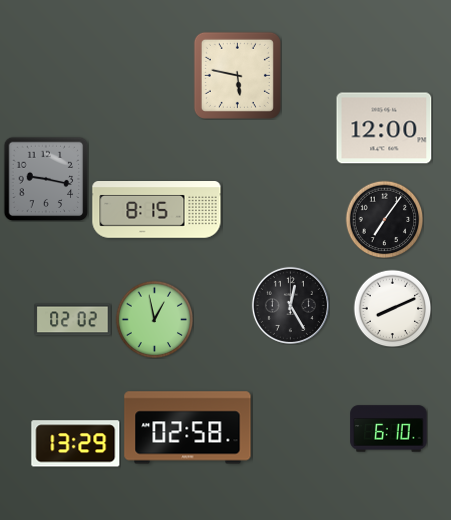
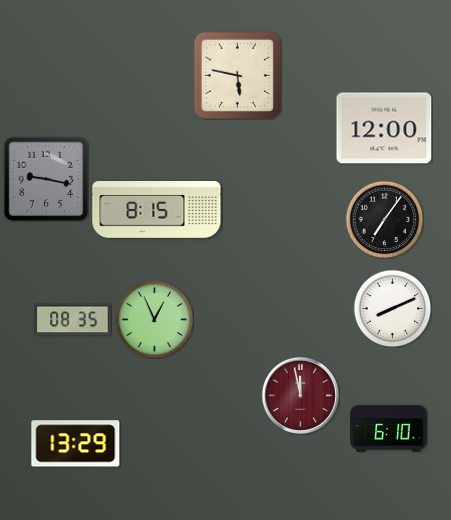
clock at (290, 305): 12:25 -> none
clock at (154, 319): 12:58 -> 12:56
clock at (73, 320): 02:02 -> 08:35
clock at (300, 395): none -> 11:58
clock at (188, 428): 02:58 -> none
